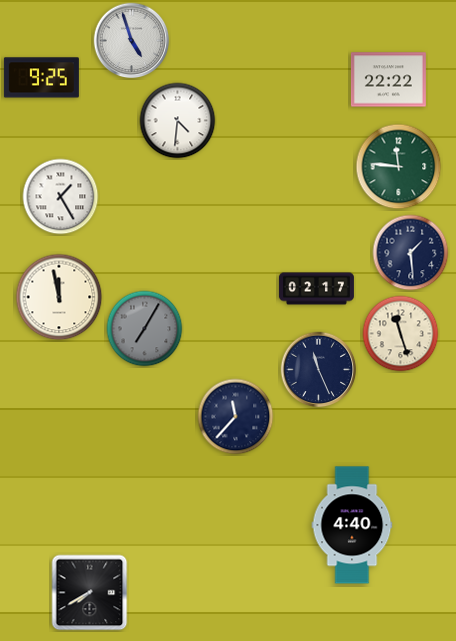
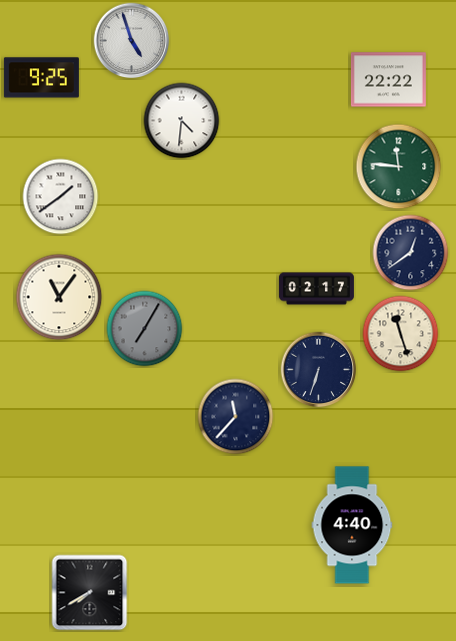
clock at (178, 121) position: (178, 121) -> (182, 121)
clock at (61, 197): 1:25 -> 1:39
clock at (411, 253): 1:29 -> 12:39
clock at (59, 297): 11:58 -> 11:06
clock at (319, 370): 11:26 -> 6:33
